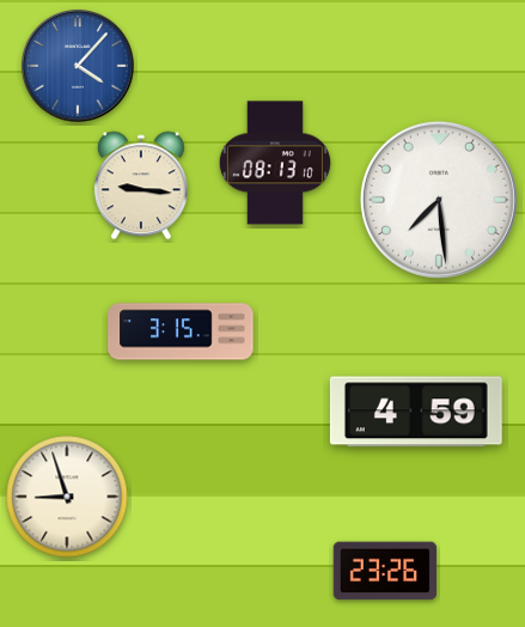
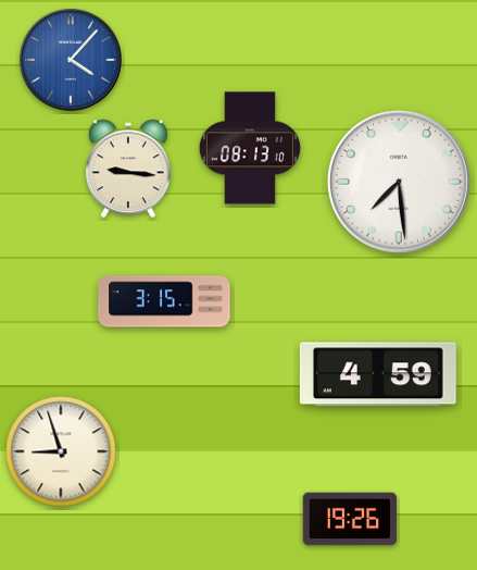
clock at (385, 571): 23:26 -> 19:26
